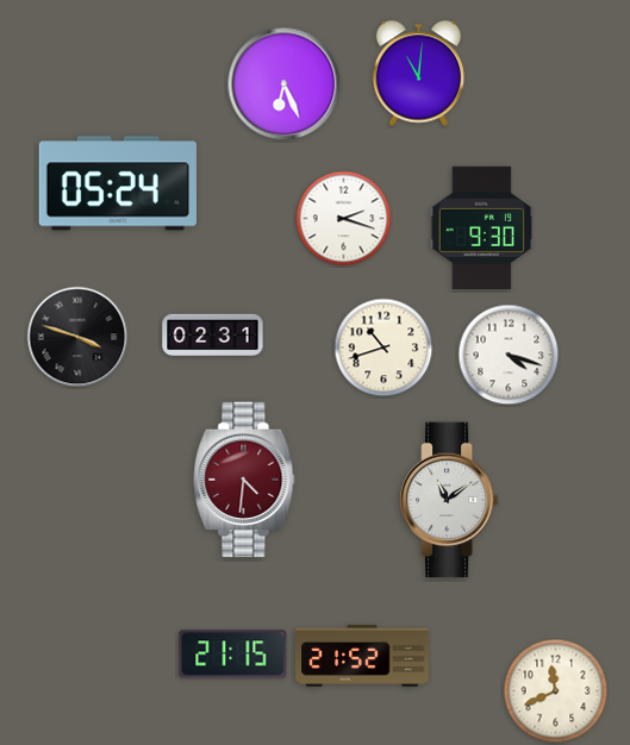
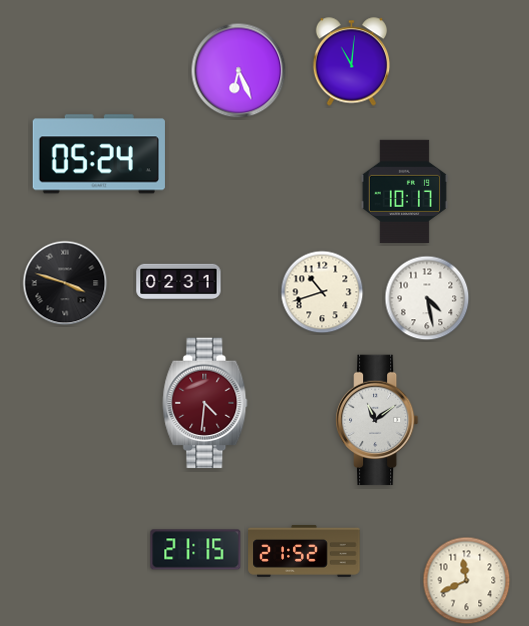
clock at (344, 219): 2:18 -> none
clock at (481, 227): 9:30 -> 10:17
clock at (509, 355): 4:18 -> 4:28
